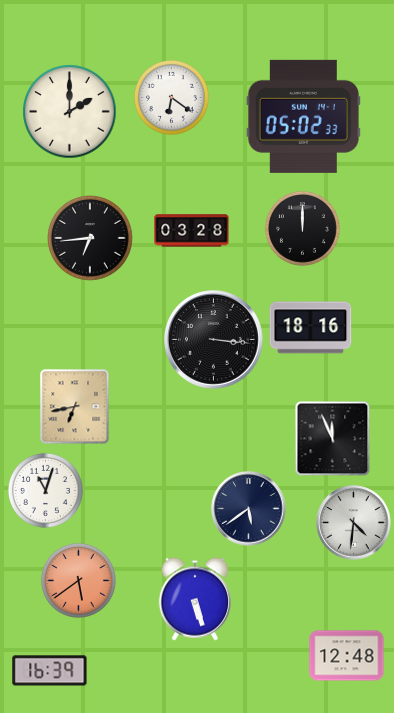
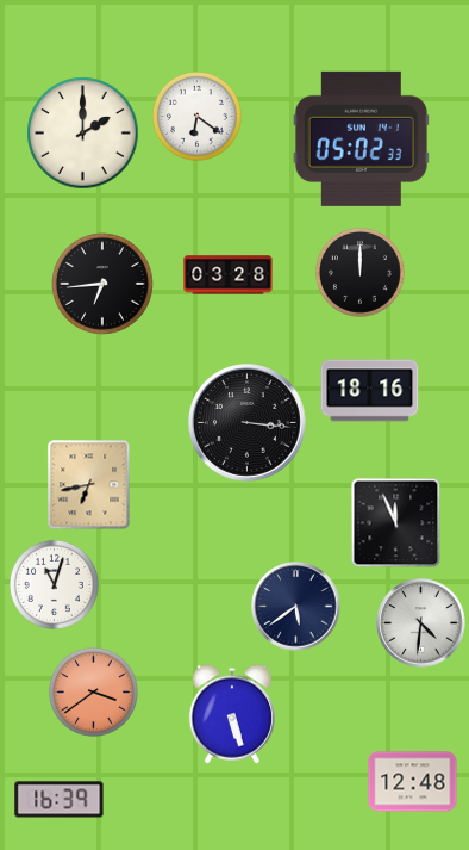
clock at (171, 97) position: (171, 97) -> (196, 116)
clock at (90, 238) position: (90, 238) -> (102, 284)
clock at (214, 340) position: (214, 340) -> (248, 423)
clock at (78, 580): 5:39 -> 3:39
